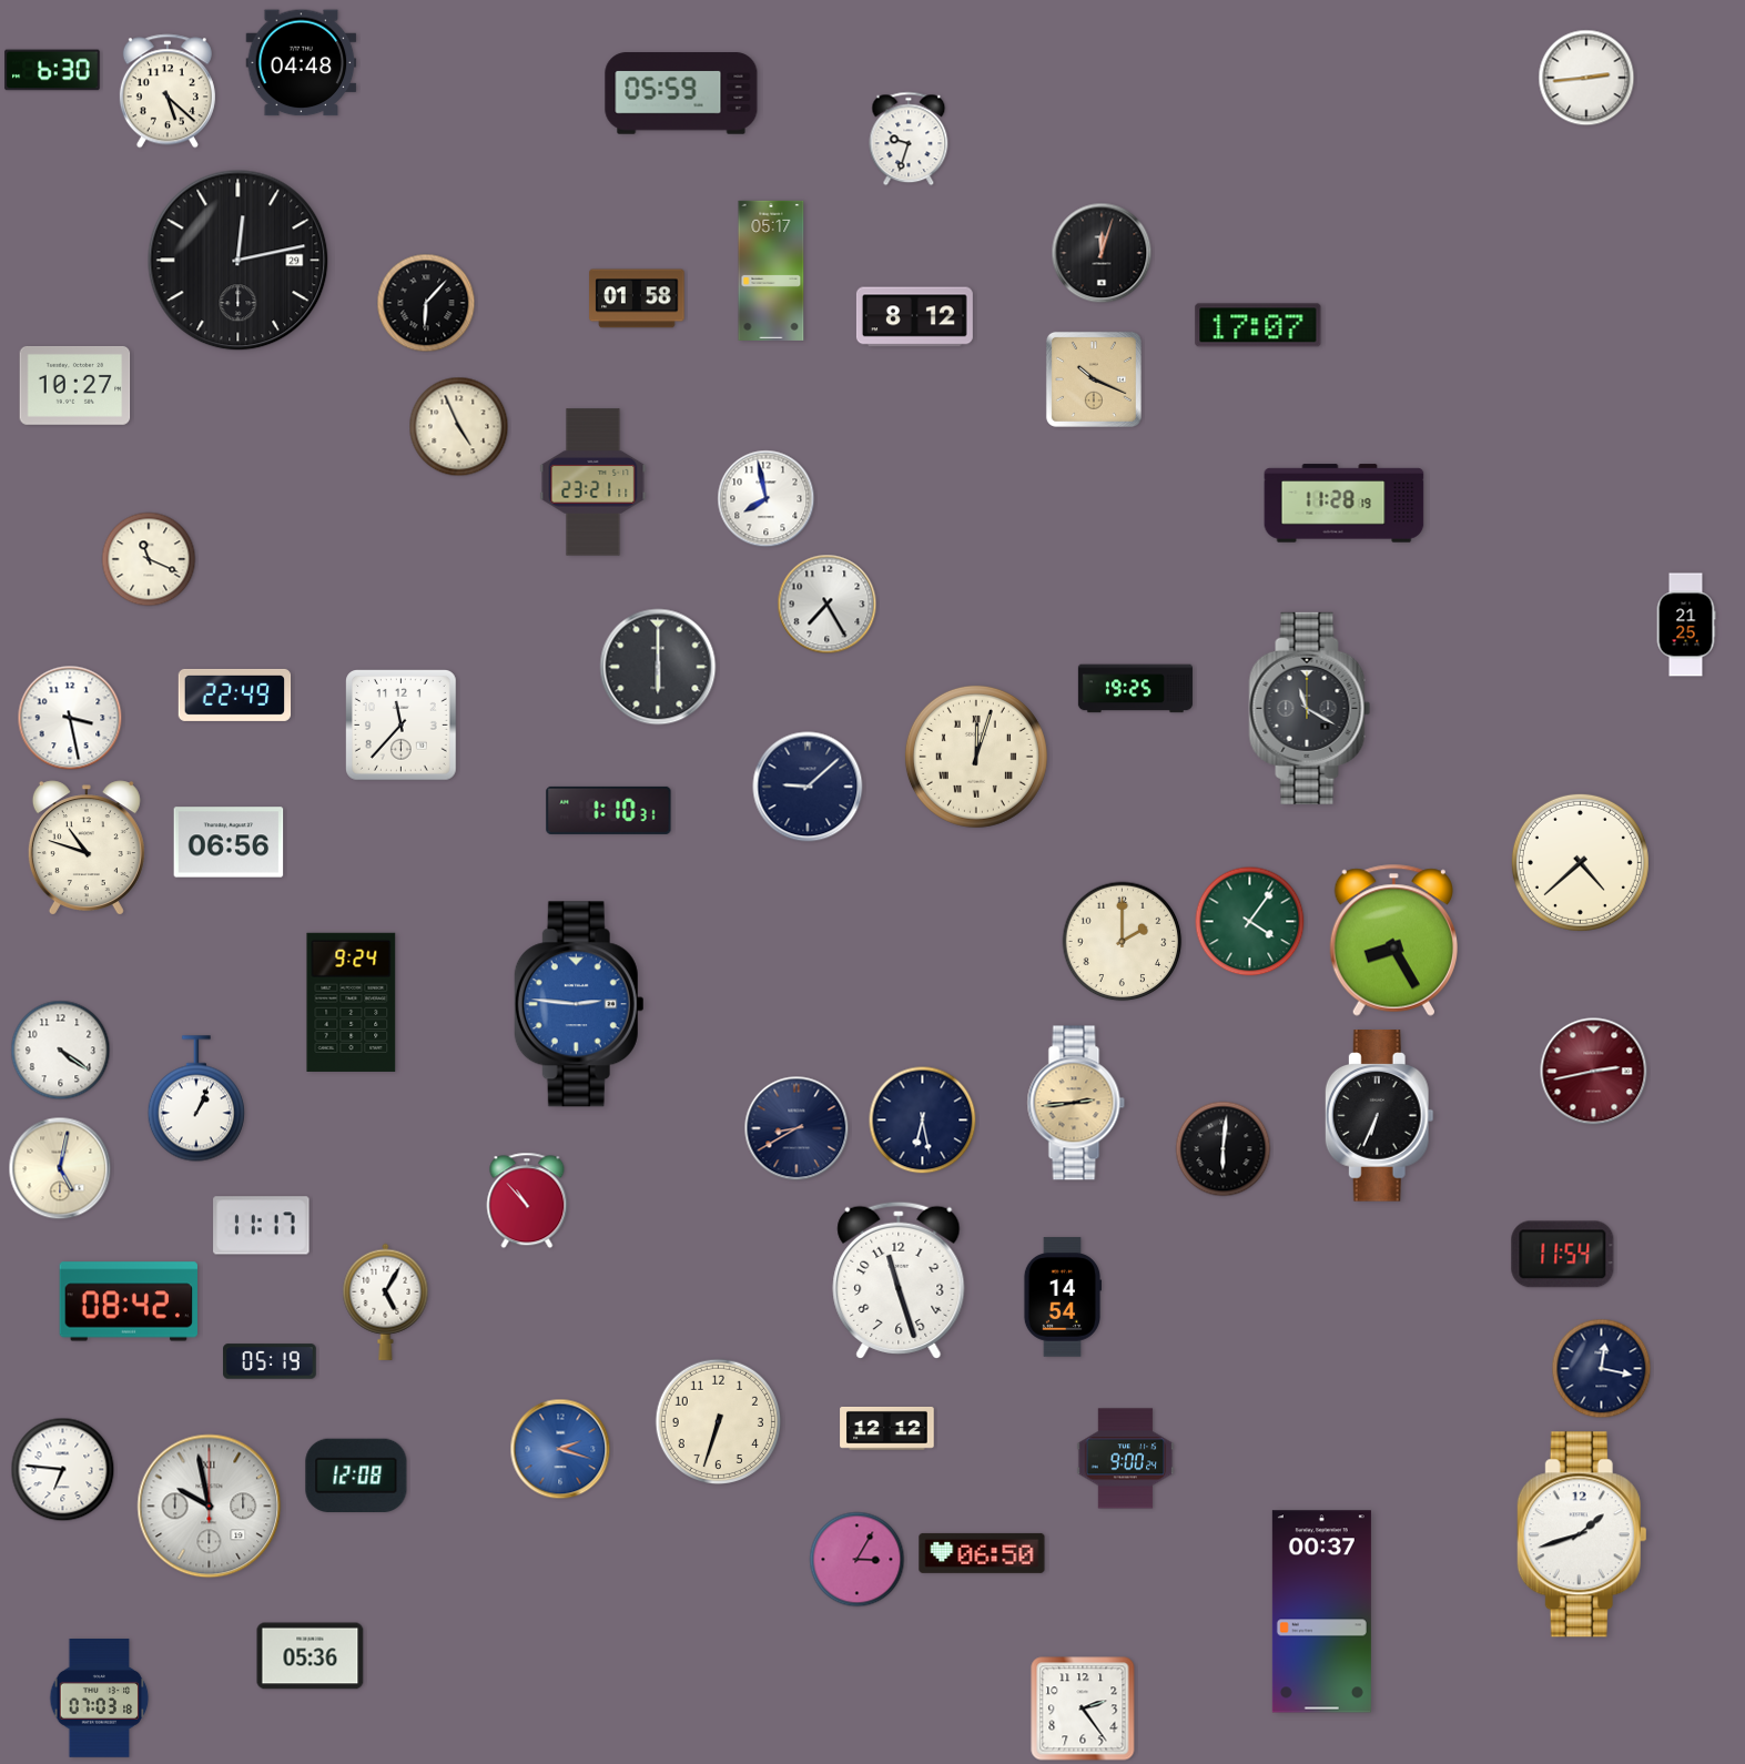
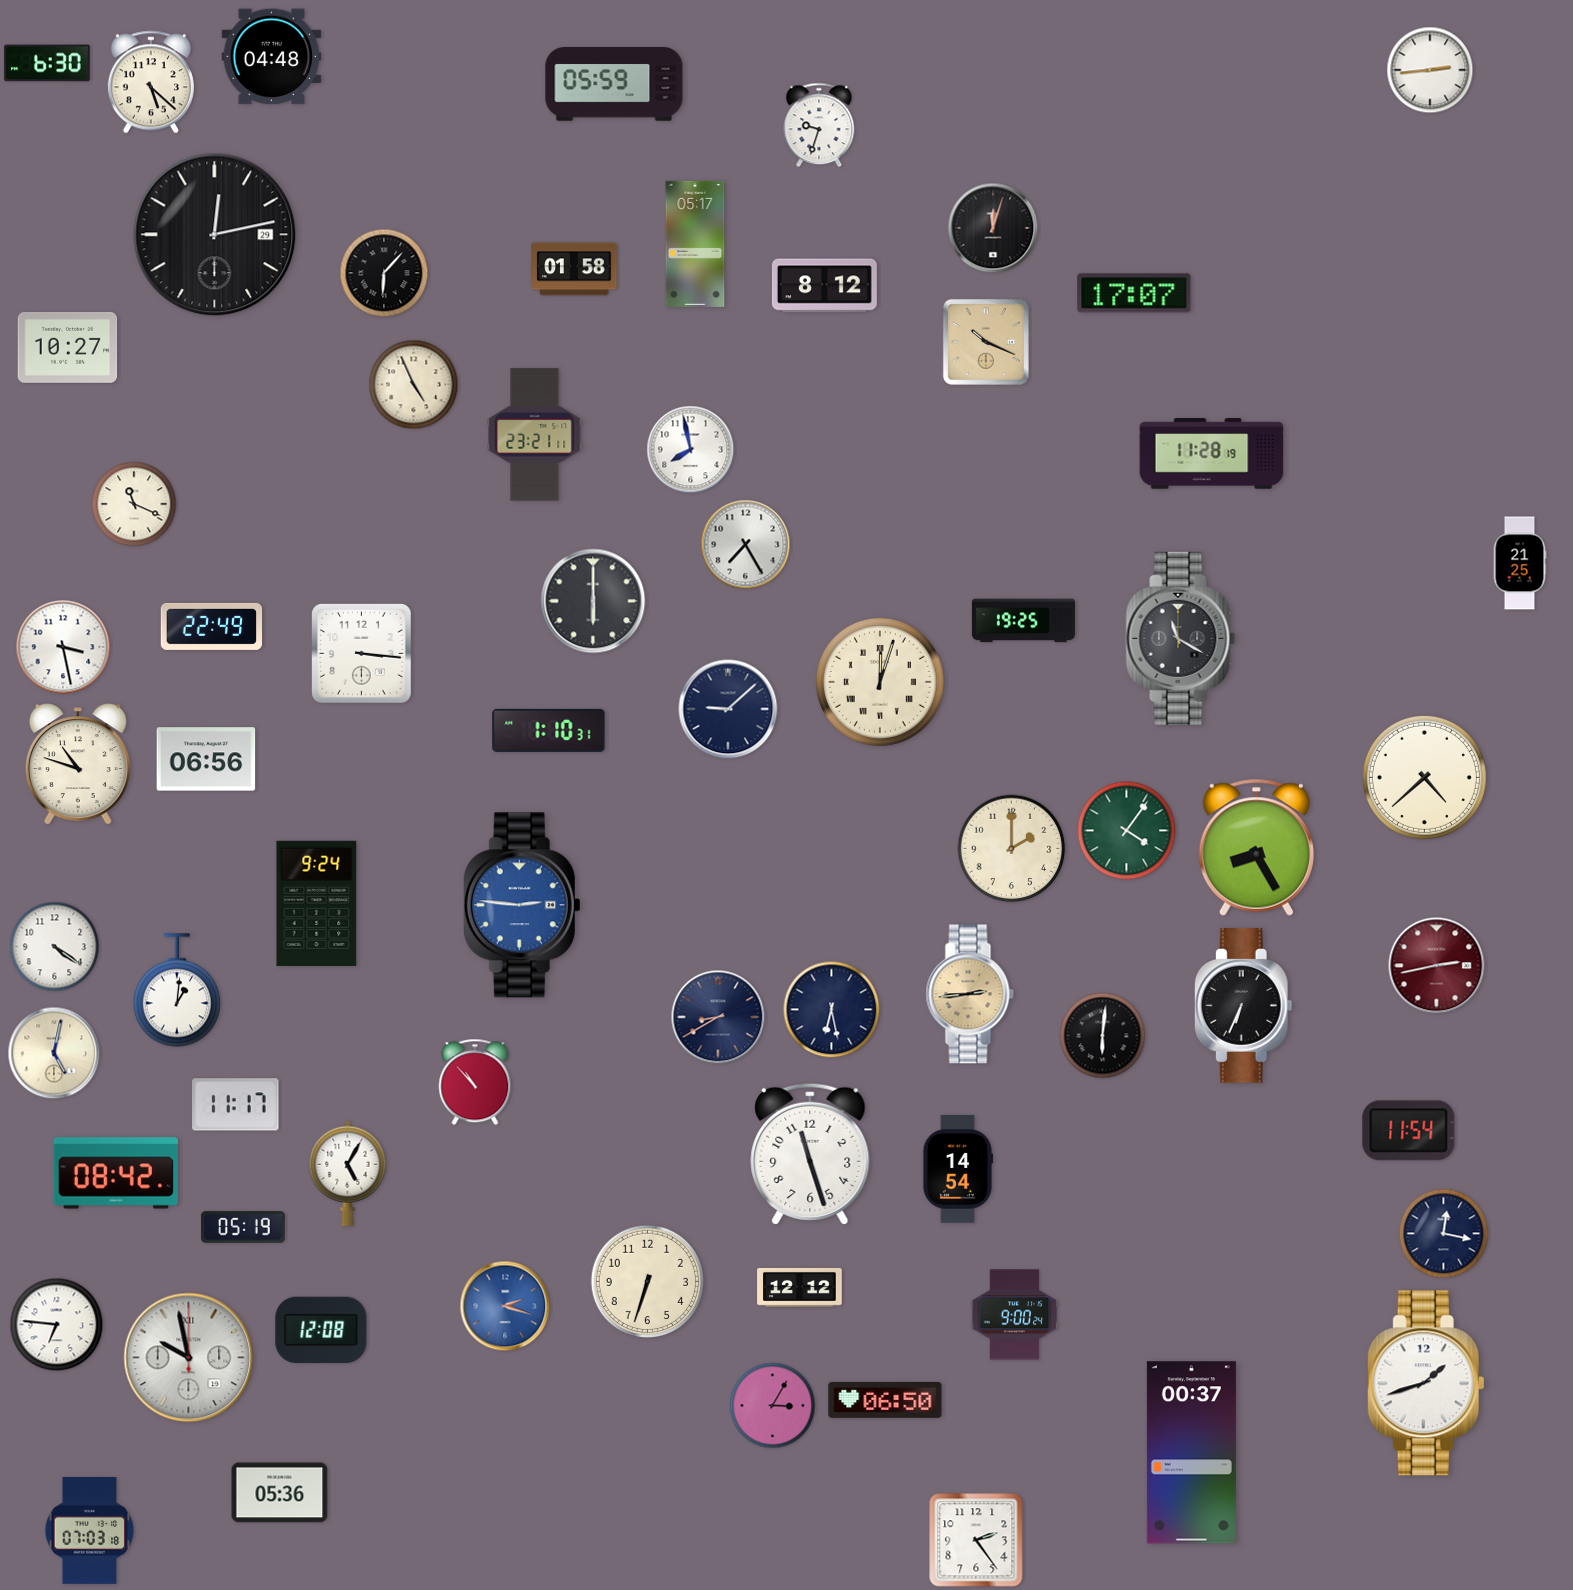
clock at (402, 726): 11:37 -> 3:16
clock at (196, 1098): 1:04 -> 1:01
